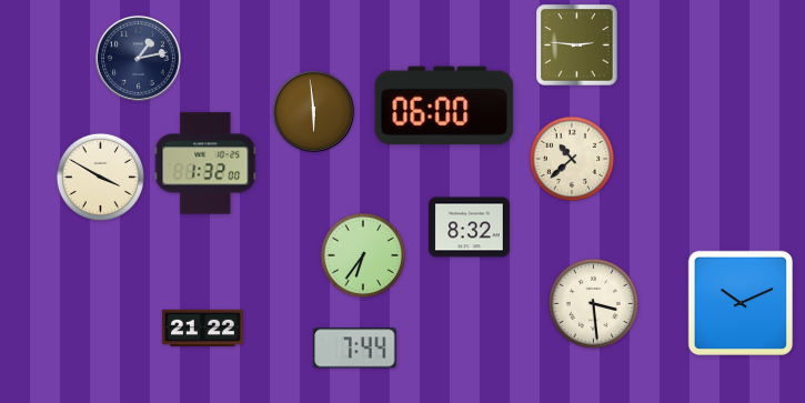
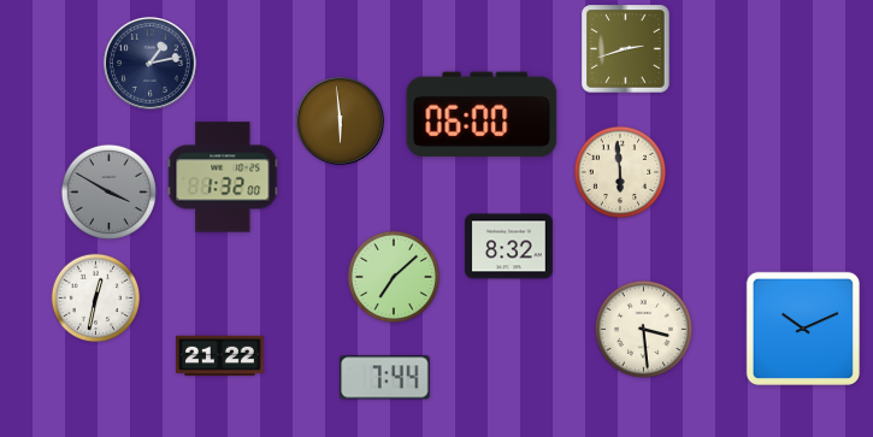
clock at (577, 46): 2:46 -> 2:42
clock at (572, 159): 10:38 -> 5:59
clock at (100, 177) dial: cream -> grey
clock at (363, 255): 6:36 -> 7:08
clock at (96, 299): none -> 12:32
